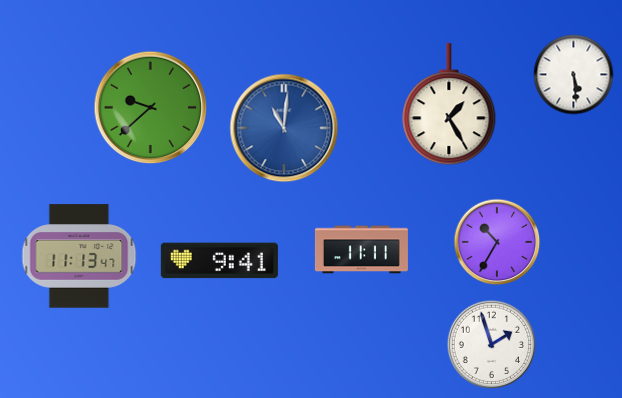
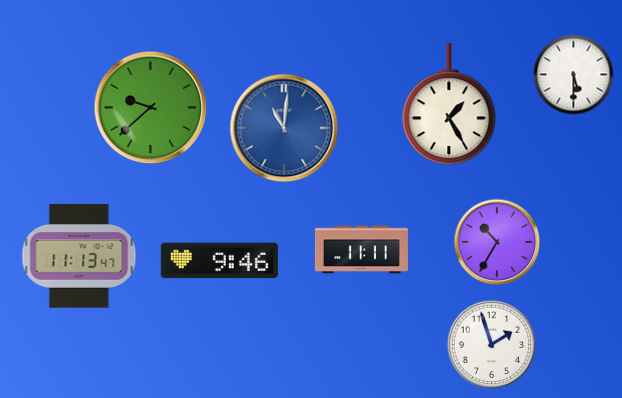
clock at (574, 75): 5:29 -> 5:30
clock at (219, 261): 9:41 -> 9:46
